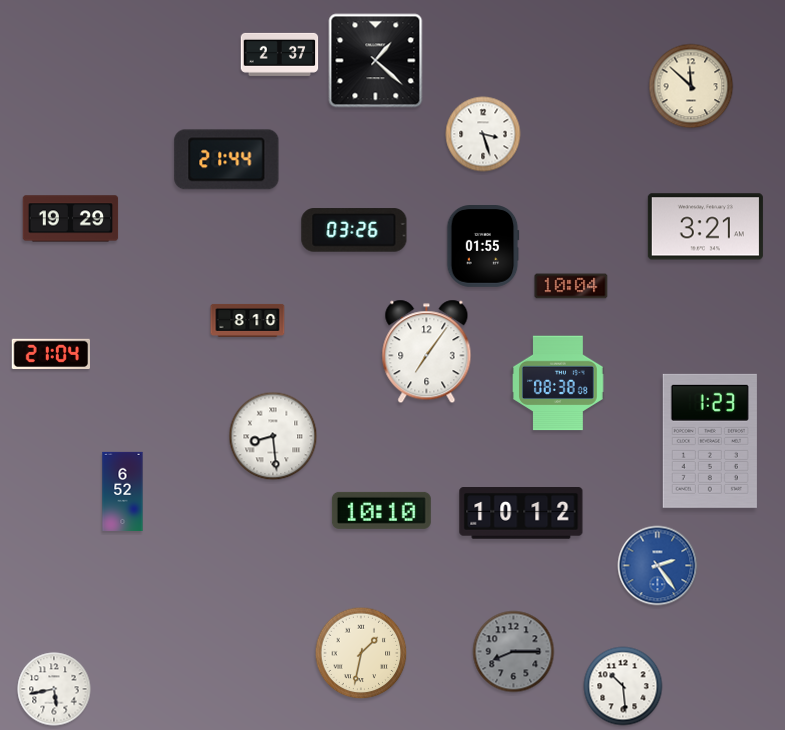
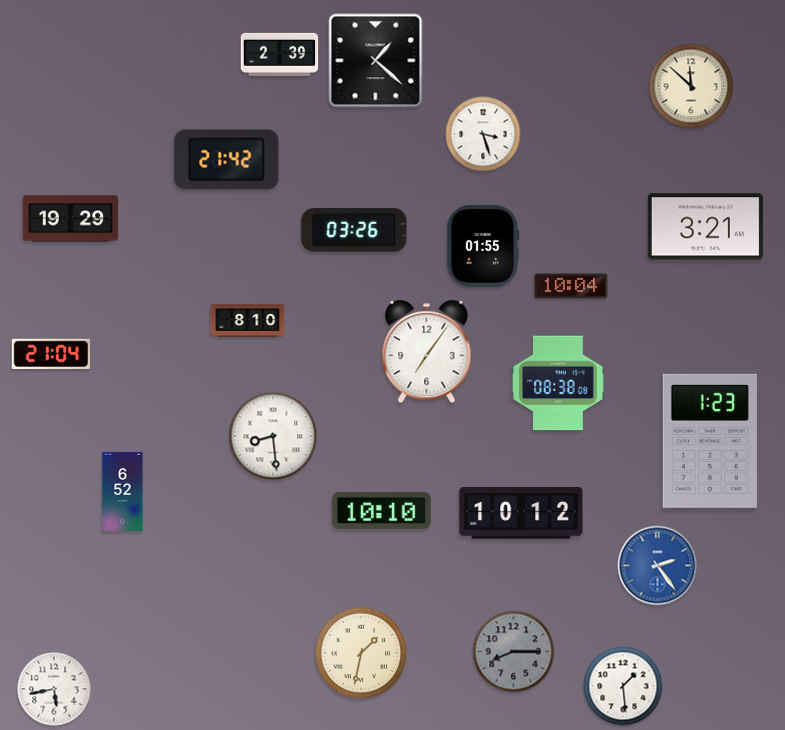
clock at (280, 54): 2:37 -> 2:39
clock at (227, 160): 21:44 -> 21:42
clock at (623, 686): 10:29 -> 1:29
